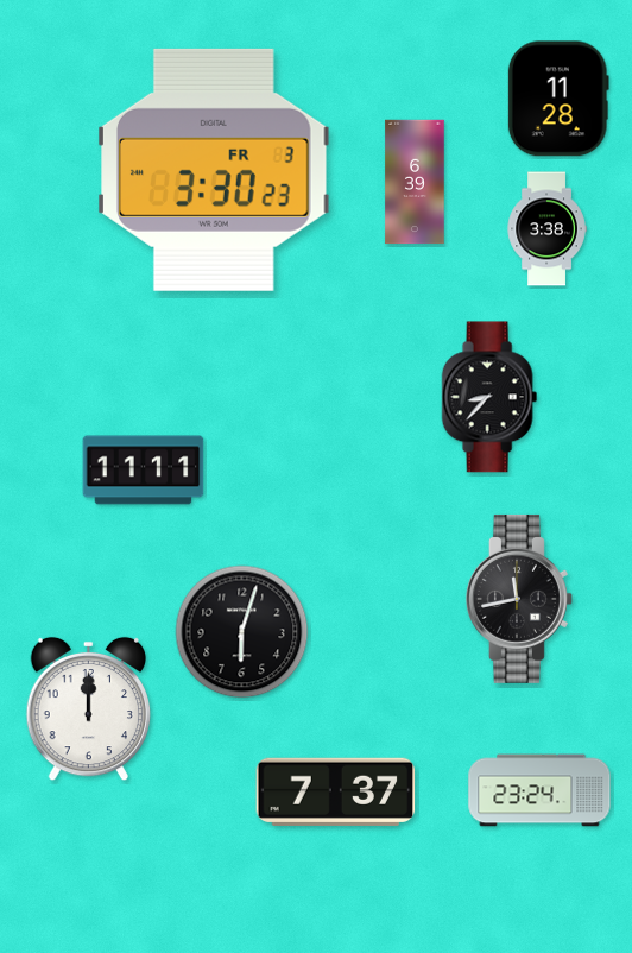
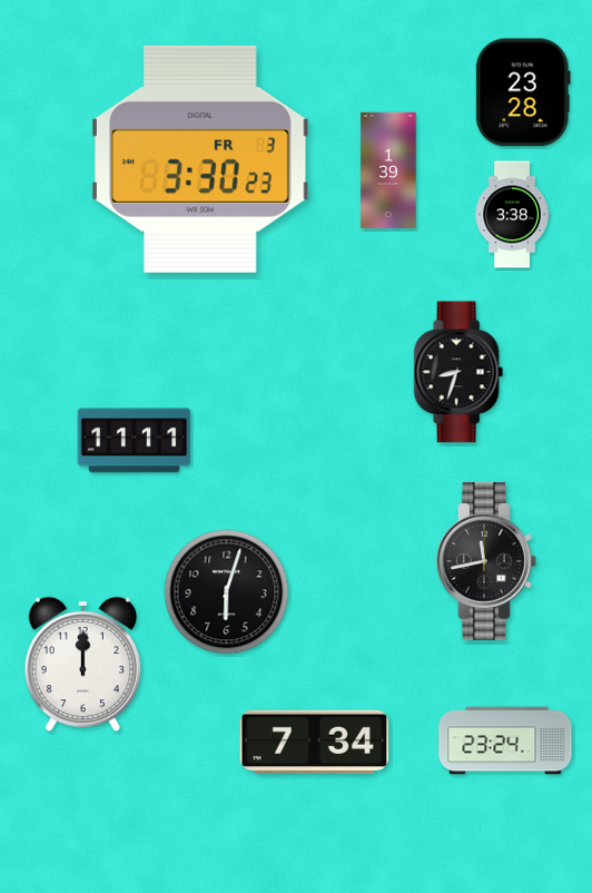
clock at (558, 99): 11:28 -> 23:28
clock at (415, 182): 6:39 -> 1:39
clock at (489, 397): 8:37 -> 8:33
clock at (336, 791): 7:37 -> 7:34
